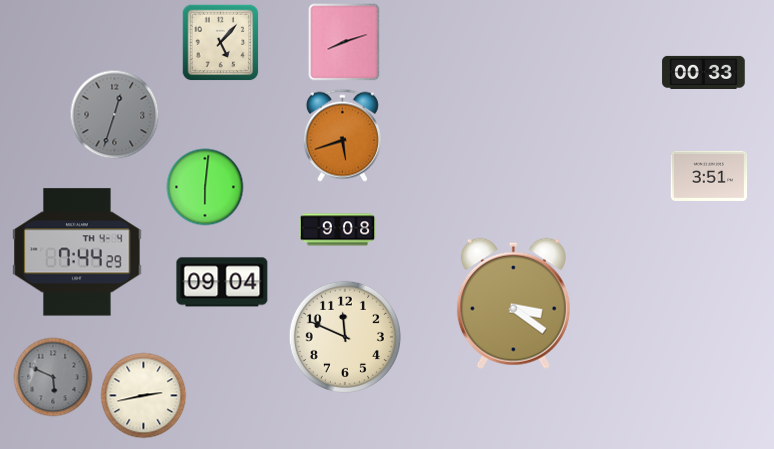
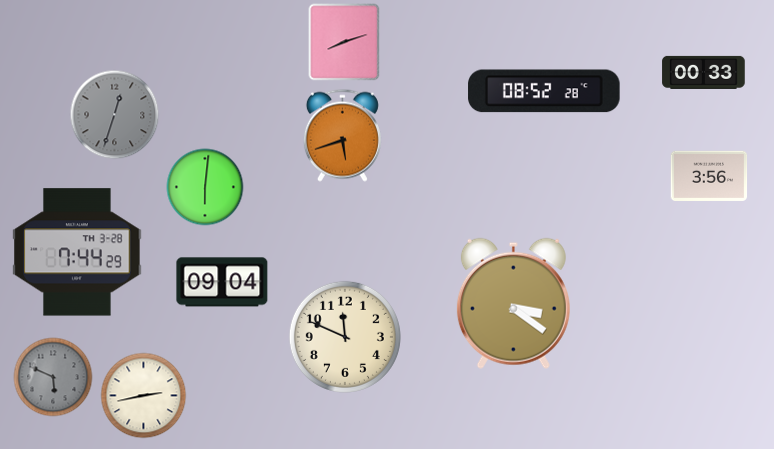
clock at (221, 43): 5:07 -> none
clock at (544, 91): none -> 08:52
clock at (709, 176): 3:51 -> 3:56
clock at (338, 230): 9:08 -> none
clock at (77, 252) date: TH 4-4 -> TH 3-28
